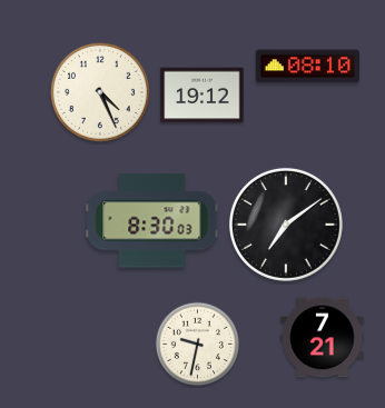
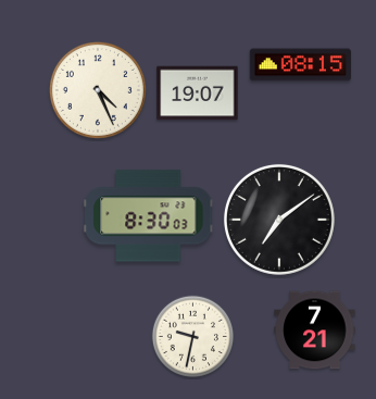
clock at (307, 67): 08:10 -> 08:15
clock at (203, 96): 19:12 -> 19:07
